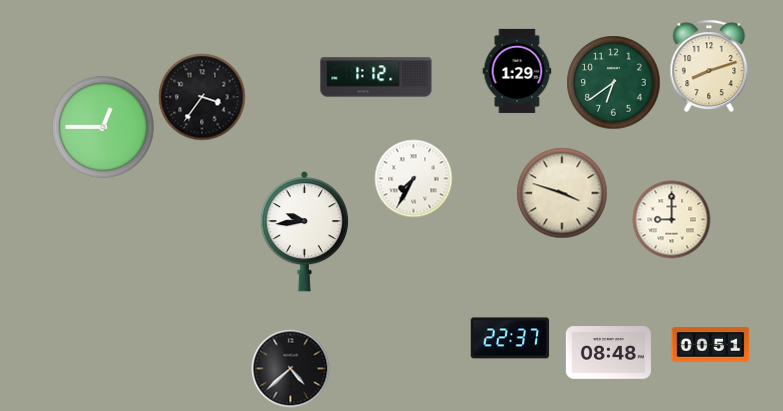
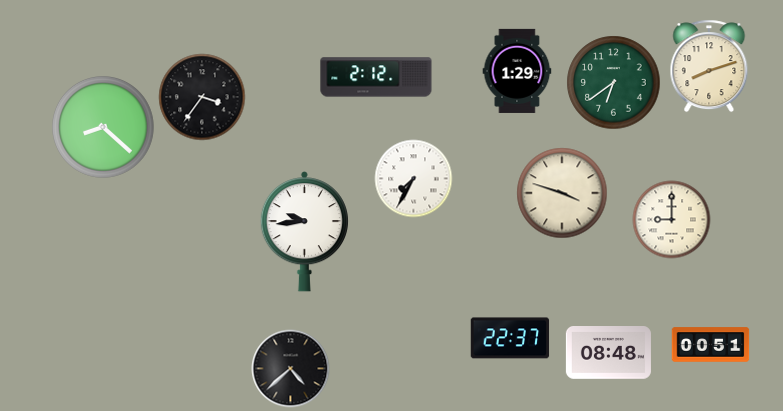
clock at (376, 77): 1:12 -> 2:12
clock at (104, 128): 12:45 -> 8:22
